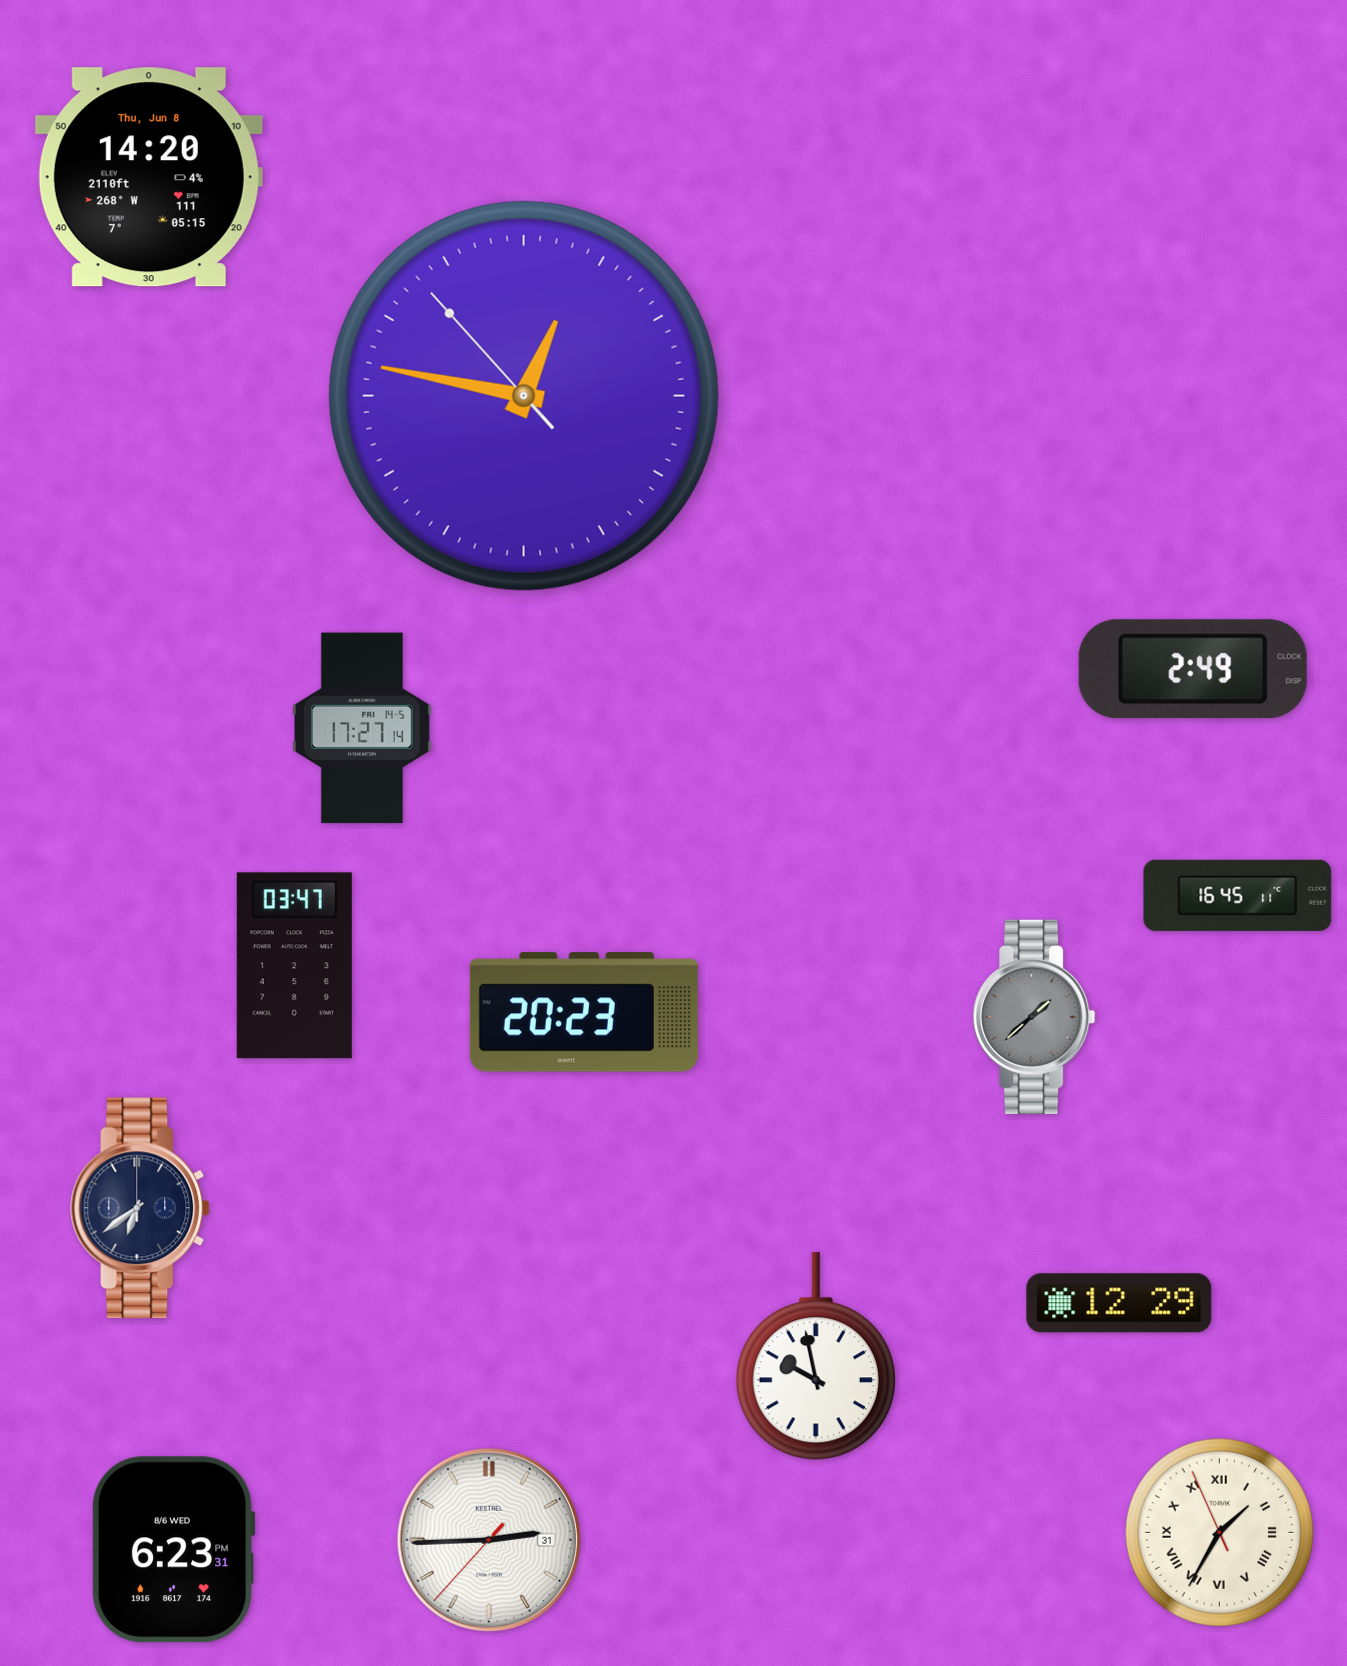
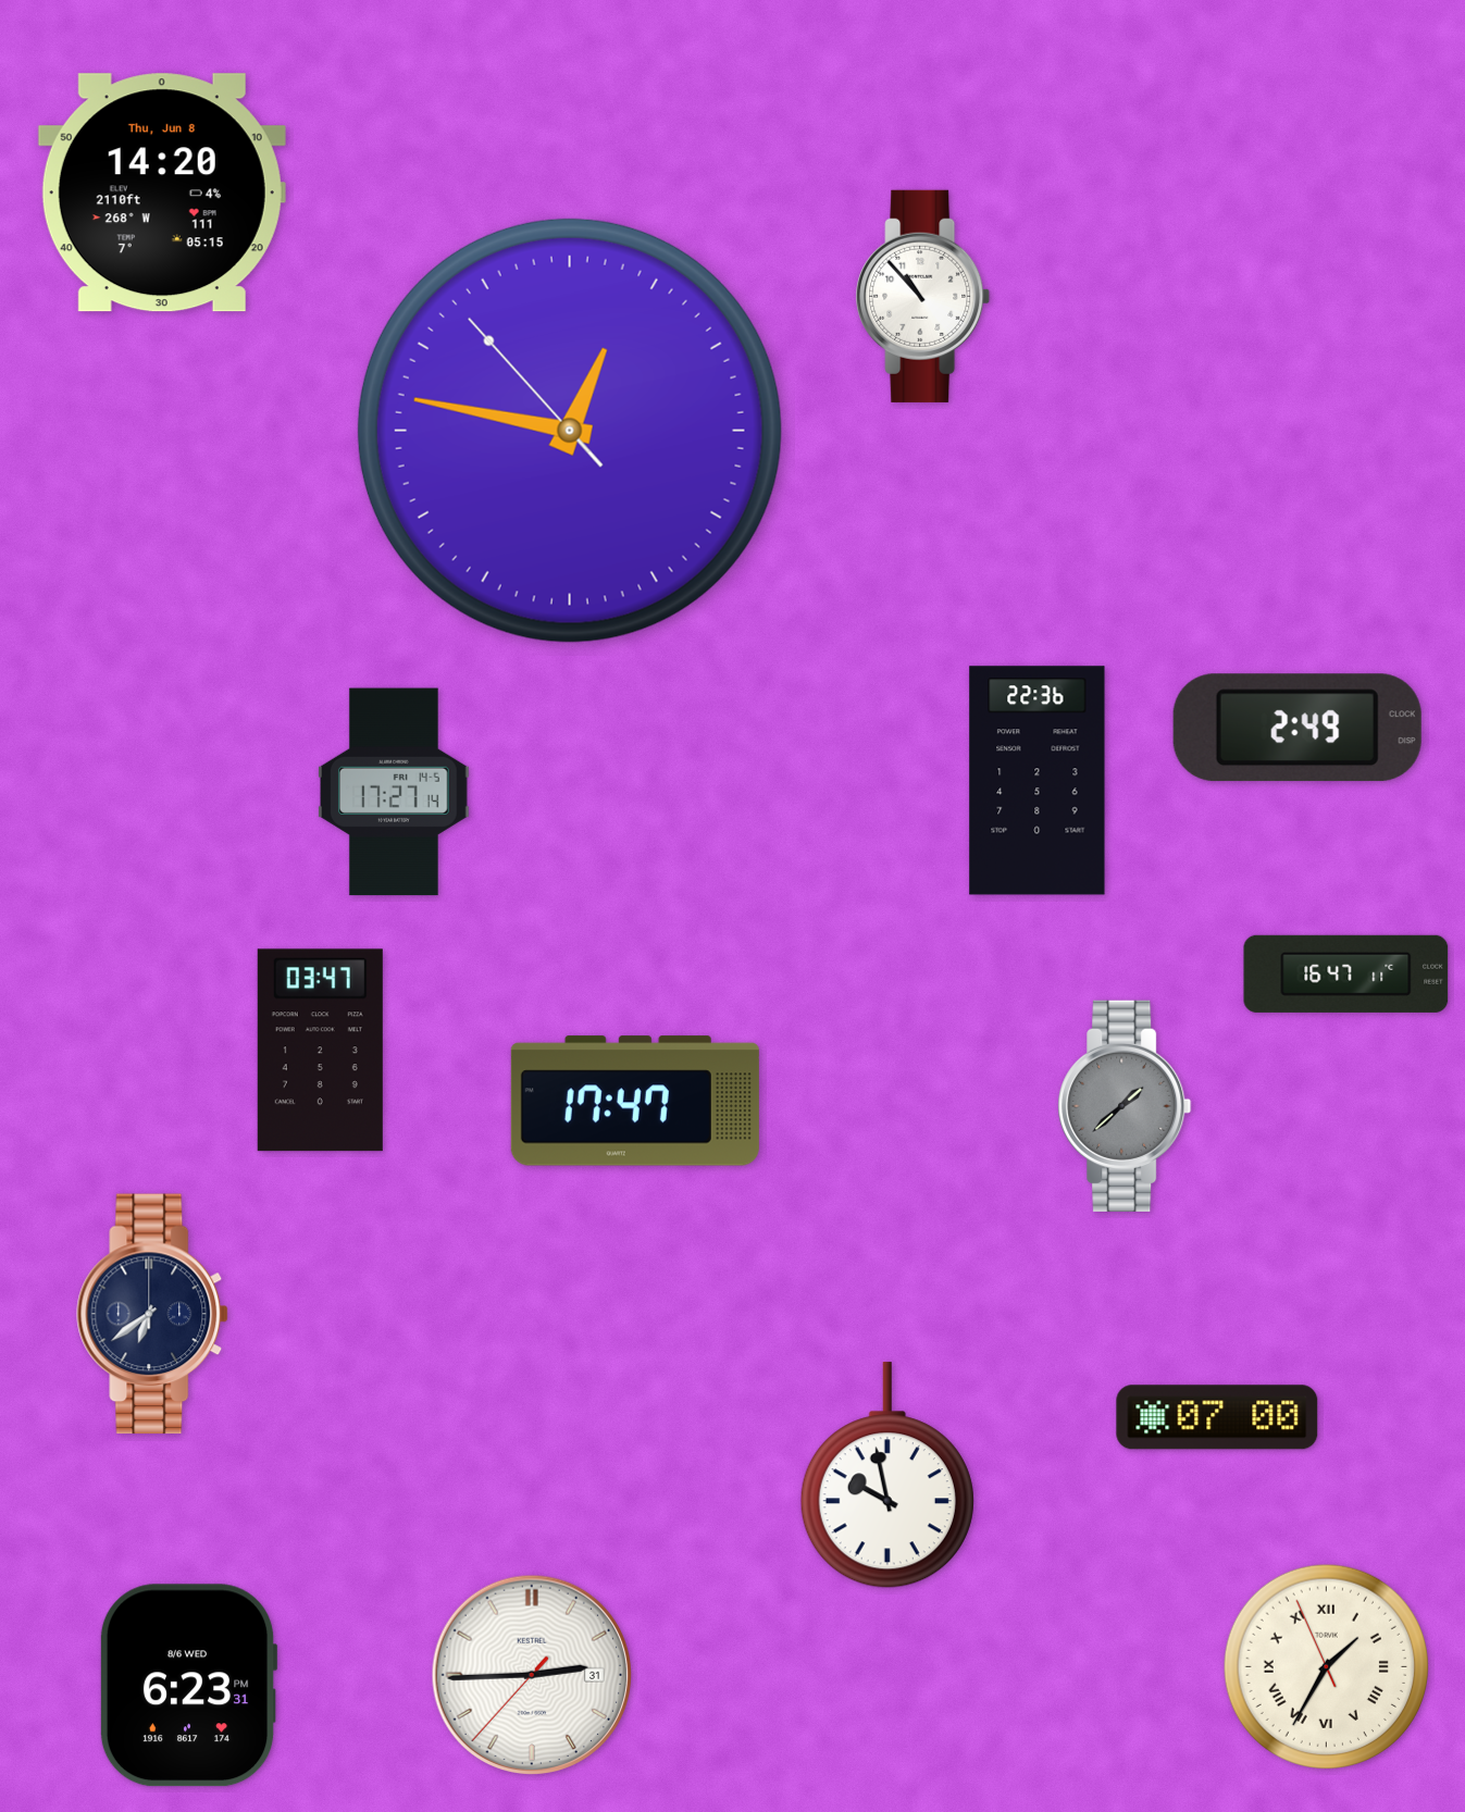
clock at (923, 296): none -> 10:53
clock at (1038, 781): none -> 22:36
clock at (1238, 895): 16:45 -> 16:47
clock at (584, 1012): 20:23 -> 17:47
clock at (1119, 1303): 12:29 -> 07:00
